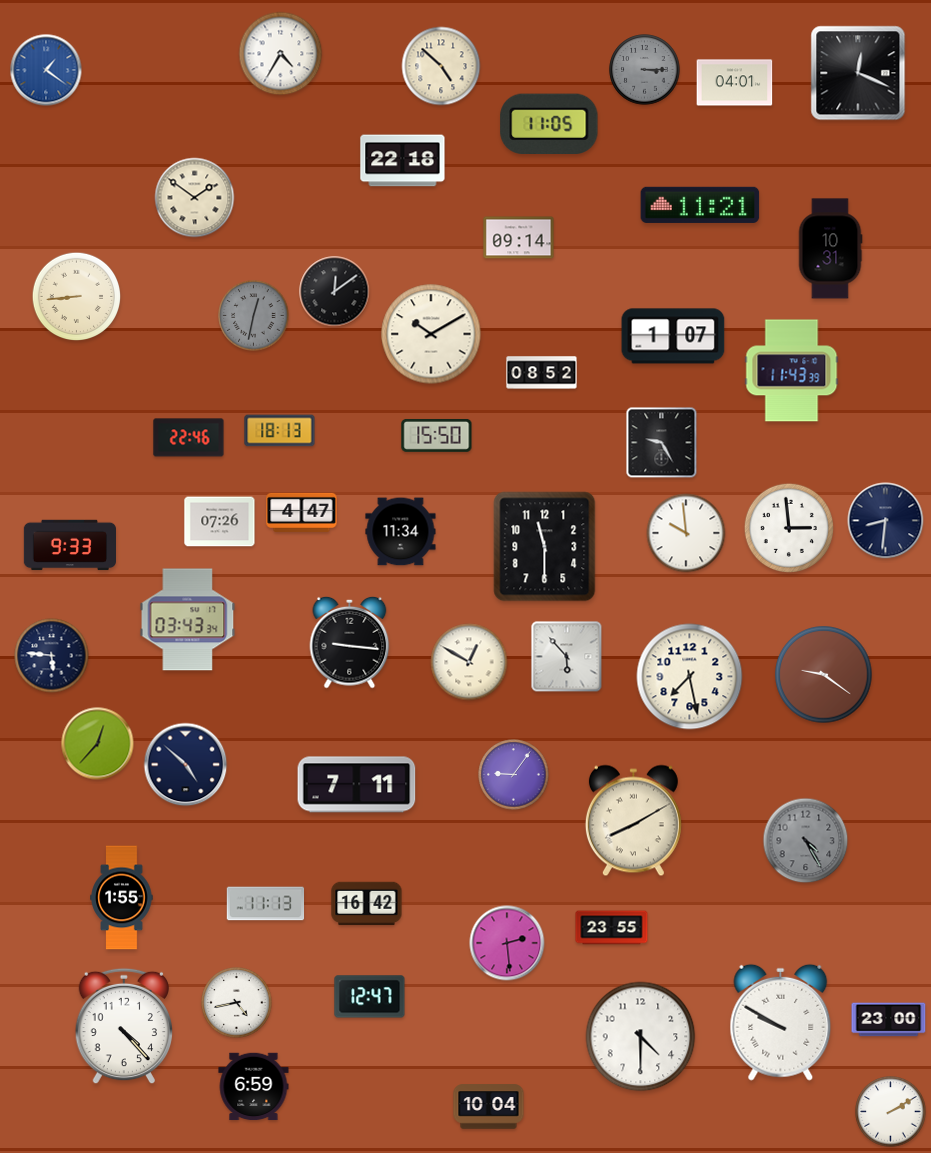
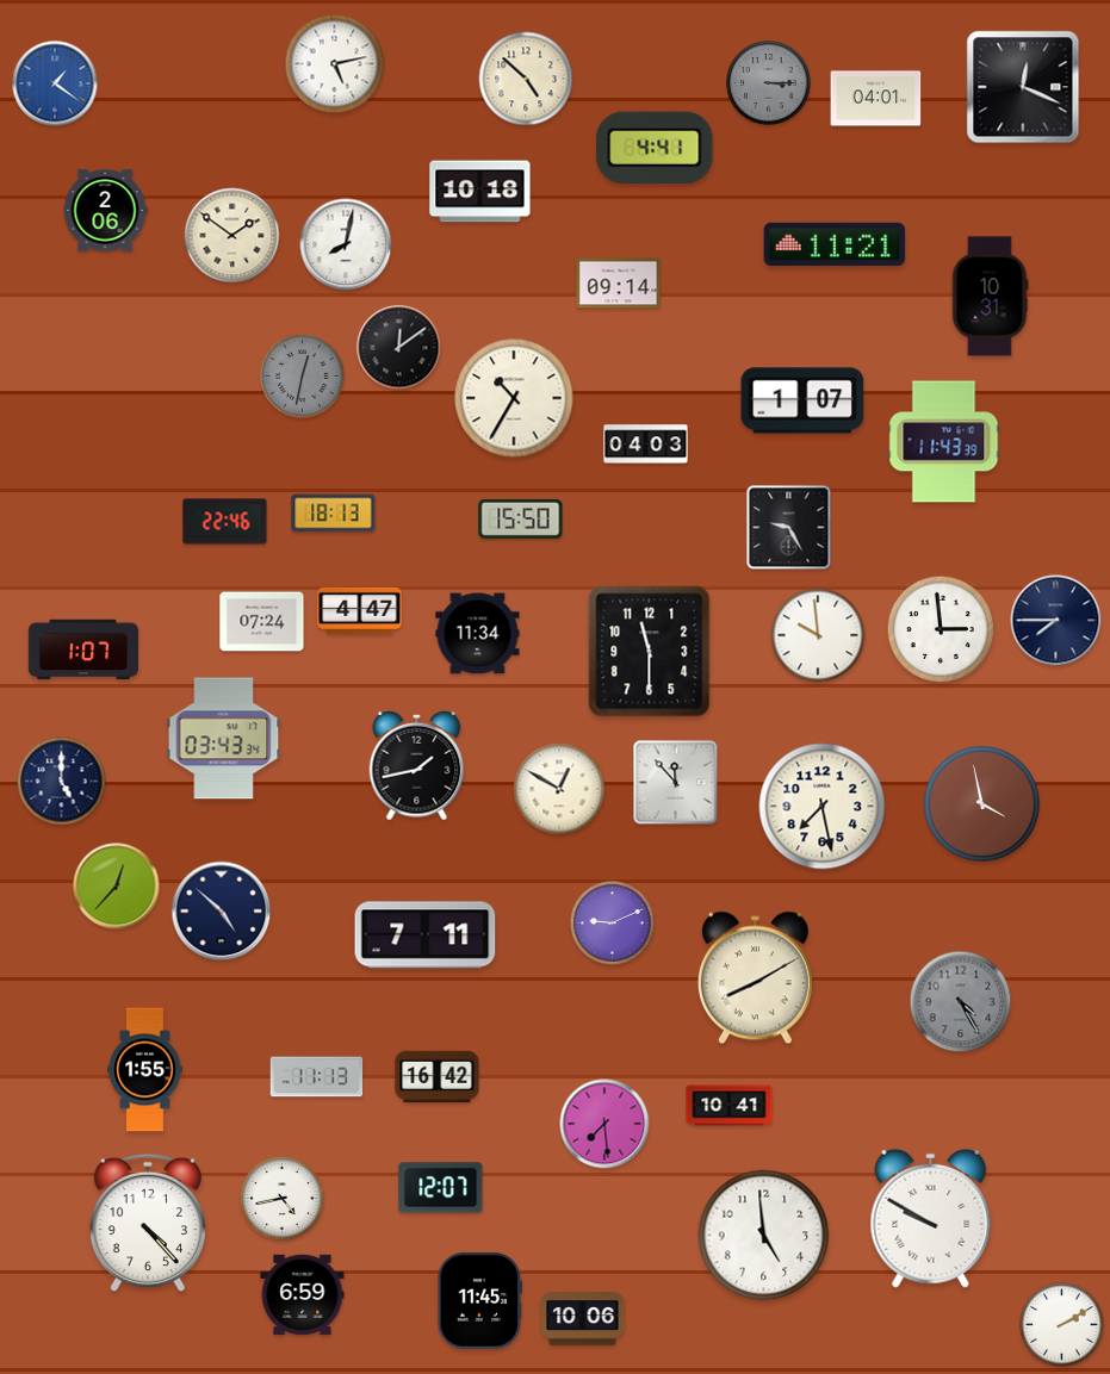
clock at (281, 54): 4:35 -> 5:13
clock at (549, 123): 11:05 -> 4:41
clock at (403, 161): 22:18 -> 10:18
clock at (105, 211): none -> 2:06
clock at (346, 244): none -> 8:02
clock at (77, 297): 8:44 -> none
clock at (431, 334): 10:10 -> 10:35
clock at (542, 373): 08:52 -> 04:03
clock at (886, 521): 8:31 -> 7:45
clock at (220, 522): 07:26 -> 07:24
clock at (69, 545): 9:33 -> 1:07
clock at (350, 642): 9:16 -> 1:43
clock at (52, 656): 5:46 -> 5:00
clock at (567, 657): 5:53 -> 11:53
clock at (824, 675): 9:21 -> 3:58
clock at (514, 775): 9:06 -> 9:11
clock at (612, 928): 23:55 -> 10:41
clock at (507, 943): 2:29 -> 7:29
clock at (370, 997): 12:47 -> 12:07
clock at (237, 1003) position: (237, 1003) -> (283, 1199)
clock at (889, 1020): 23:00 -> none
clock at (641, 1037): 4:30 -> 4:59
clock at (479, 1301): none -> 11:45
clock at (489, 1107): 10:04 -> 10:06
